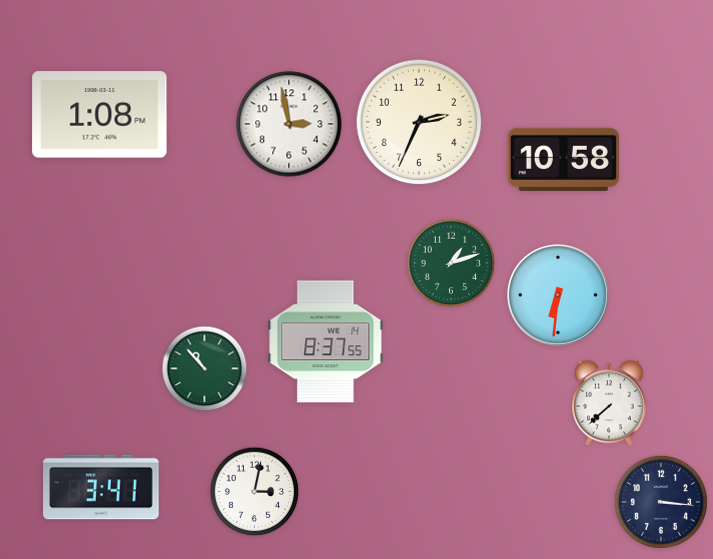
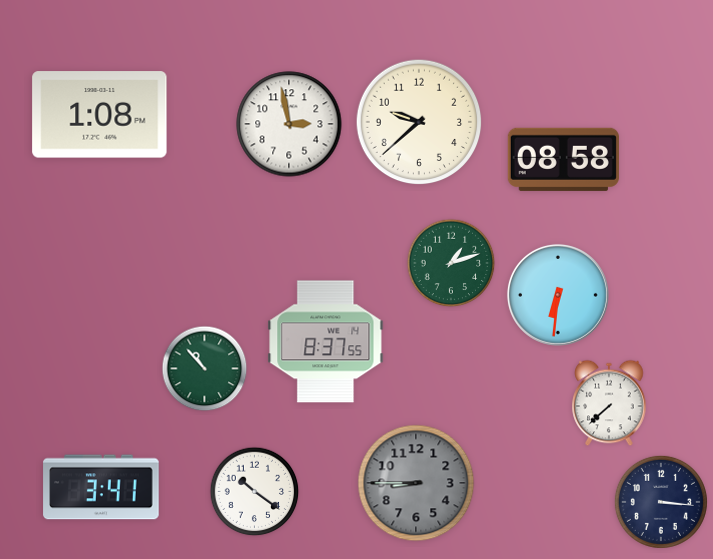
clock at (419, 122): 2:34 -> 9:38
clock at (563, 159): 10:58 -> 08:58
clock at (416, 483): none -> 8:45
clock at (255, 492): 3:02 -> 10:21
